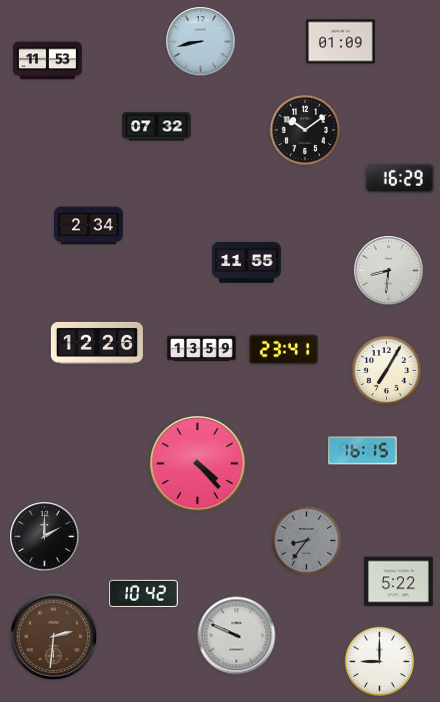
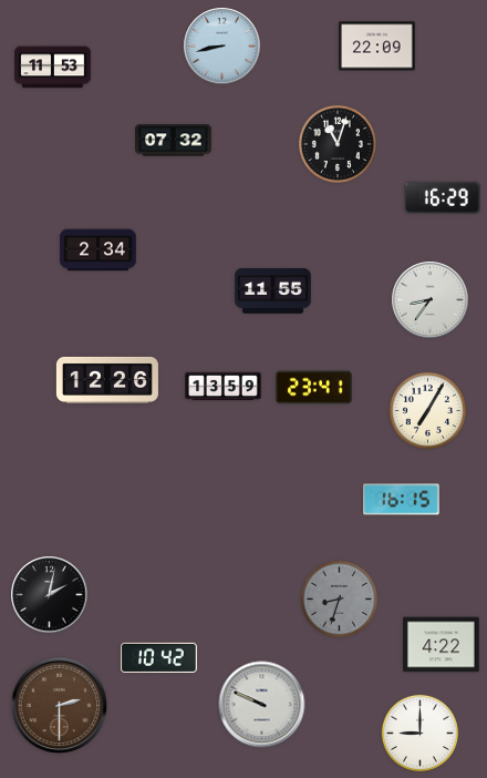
clock at (341, 42): 01:09 -> 22:09
clock at (305, 130): 10:09 -> 11:03
clock at (389, 271): 8:31 -> 8:36
clock at (198, 464): 4:23 -> none
clock at (45, 537): 2:00 -> 2:02
clock at (306, 540): 8:36 -> 8:33
clock at (399, 582): 5:22 -> 4:22
clock at (54, 637): 2:31 -> 2:30
